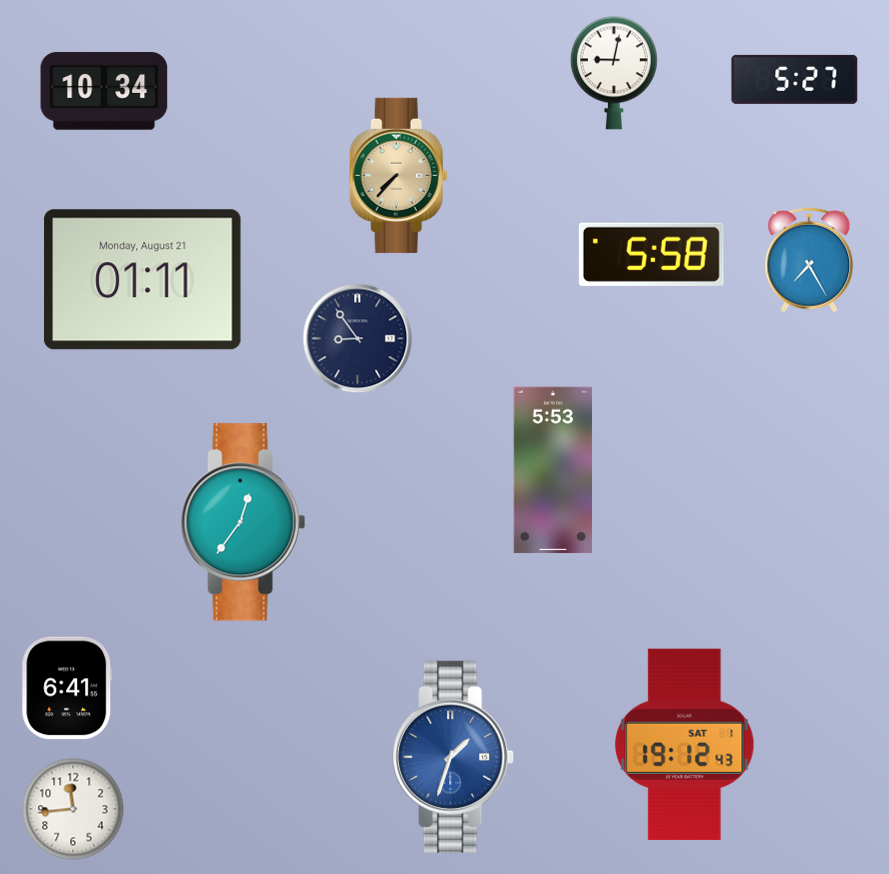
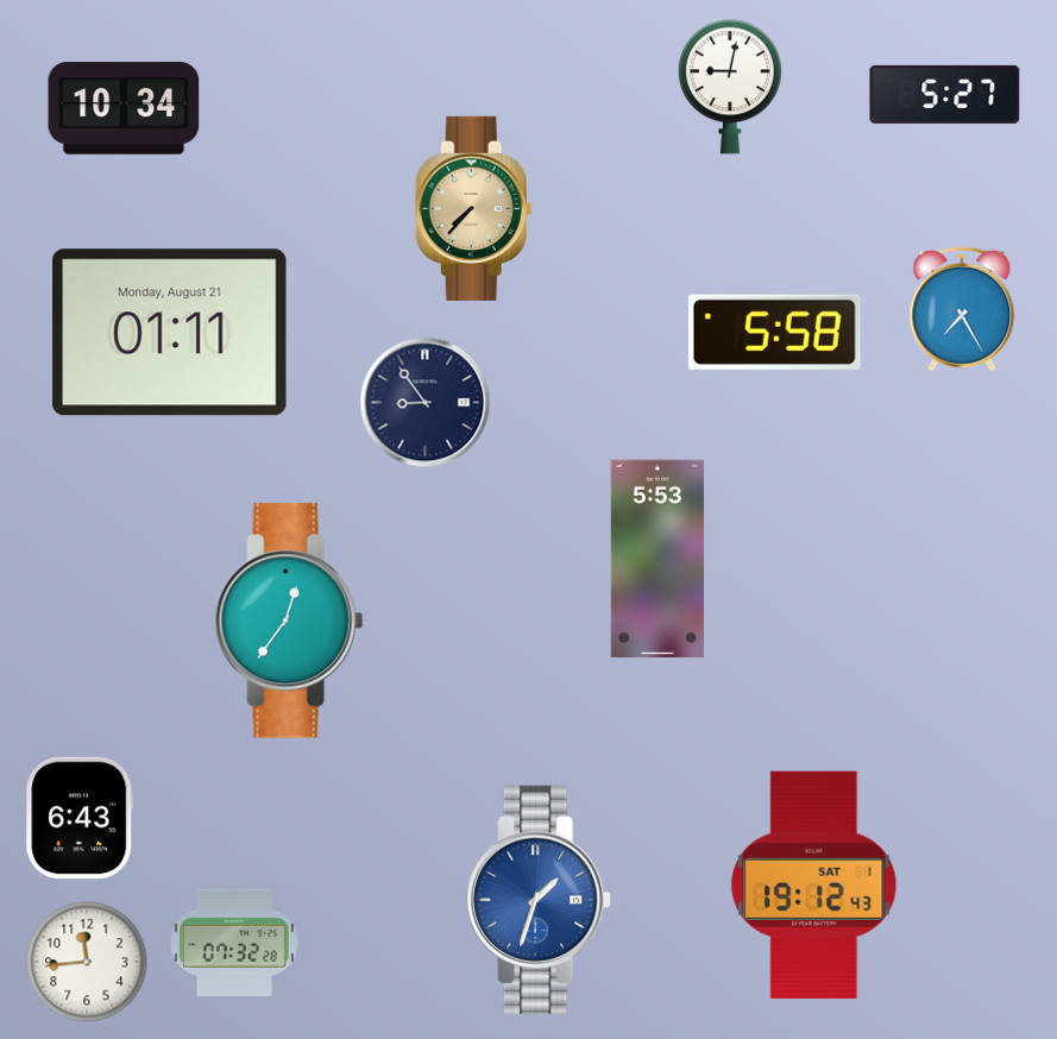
clock at (651, 254) position: (651, 254) -> (774, 332)
clock at (67, 688): 6:41 -> 6:43
clock at (234, 943): none -> 07:32
